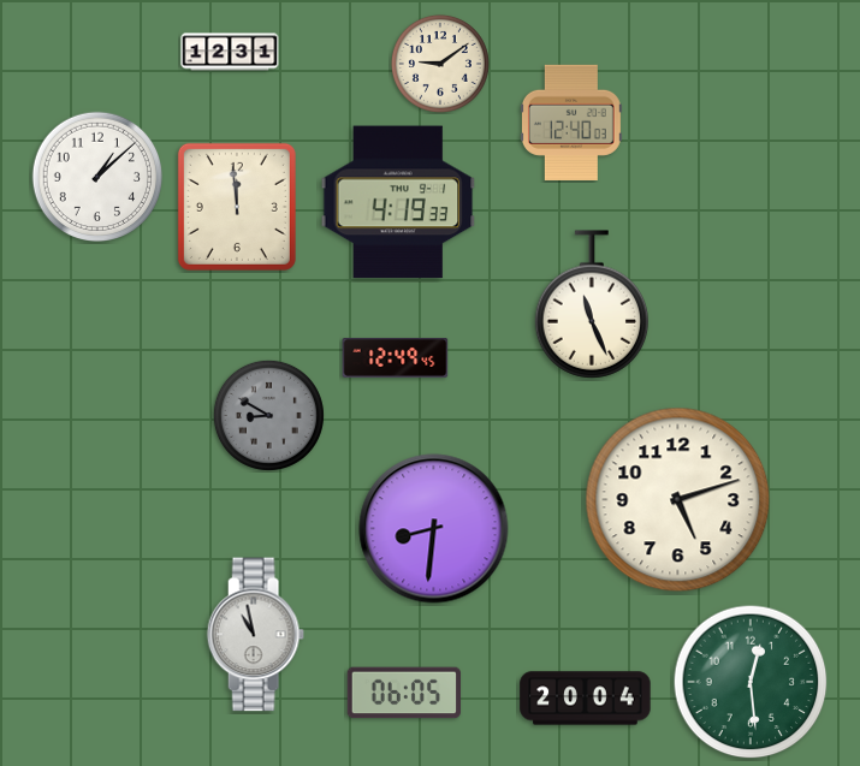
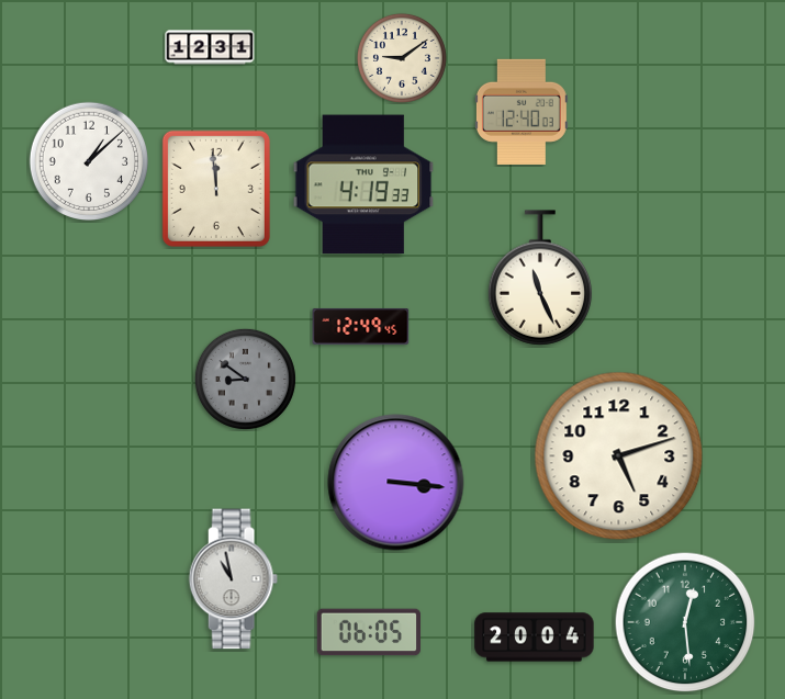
clock at (268, 415): 8:50 -> 8:51
clock at (434, 529): 8:31 -> 3:16
